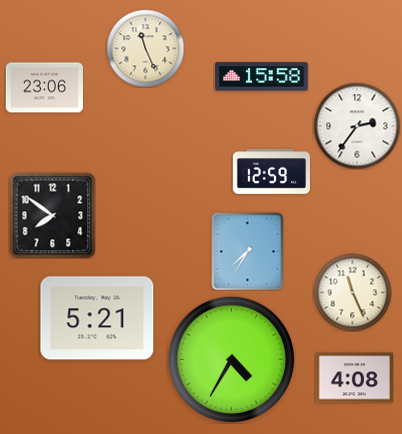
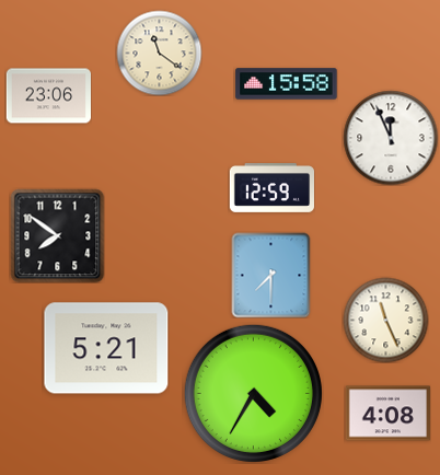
clock at (145, 48): 11:26 -> 11:21
clock at (357, 126): 2:36 -> 11:56
clock at (271, 172) position: (271, 172) -> (271, 188)
clock at (248, 251): 7:35 -> 7:30
